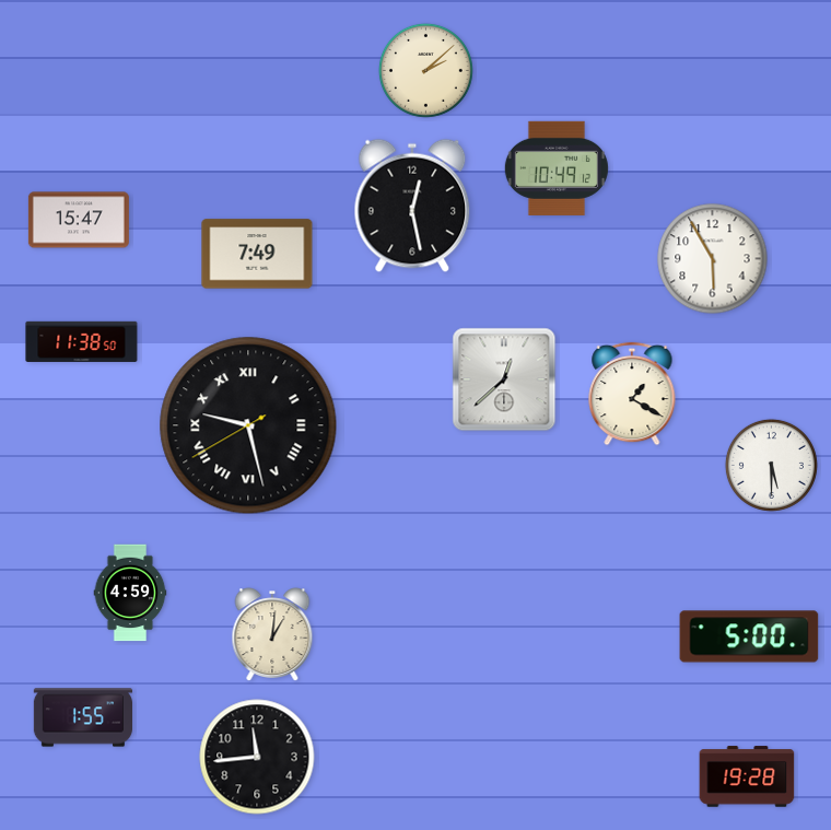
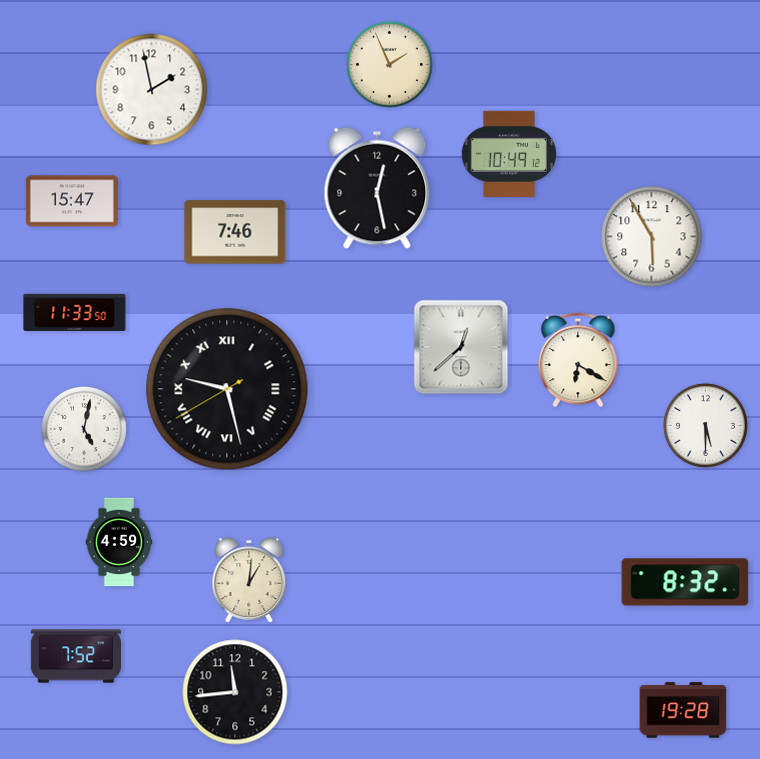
clock at (425, 70): 2:08 -> 1:56
clock at (152, 90): none -> 1:58
clock at (257, 254): 7:49 -> 7:46
clock at (82, 341): 11:38 -> 11:33
clock at (632, 394): 1:20 -> 6:20
clock at (84, 429): none -> 5:02
clock at (749, 636): 5:00 -> 8:32
clock at (82, 717): 1:55 -> 7:52
